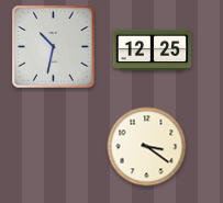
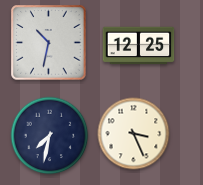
clock at (147, 147): 3:21 -> 3:26
clock at (50, 136): none -> 7:32
